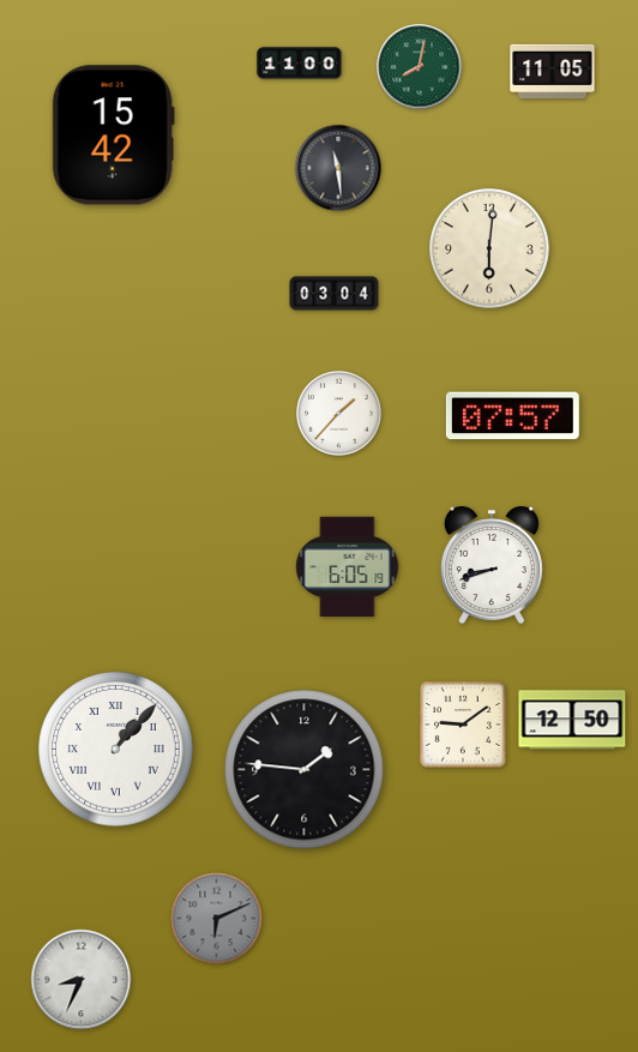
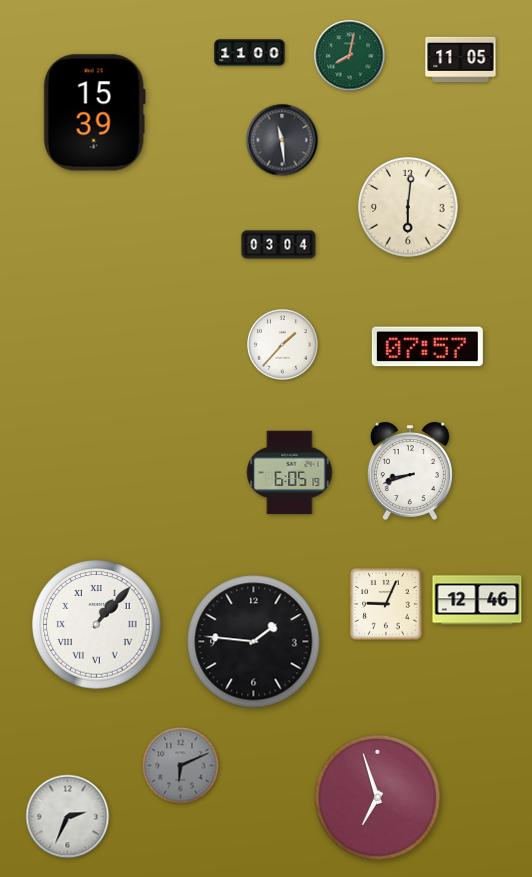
clock at (113, 136): 15:42 -> 15:39
clock at (572, 720): 12:50 -> 12:46
clock at (463, 725): 9:09 -> 9:04
clock at (377, 797): none -> 6:57
clock at (82, 980): 8:34 -> 2:34
